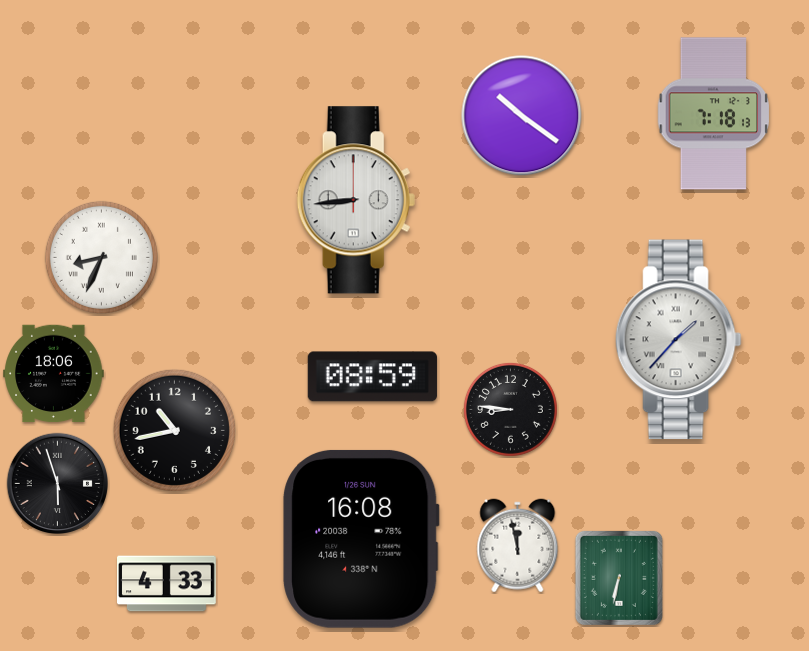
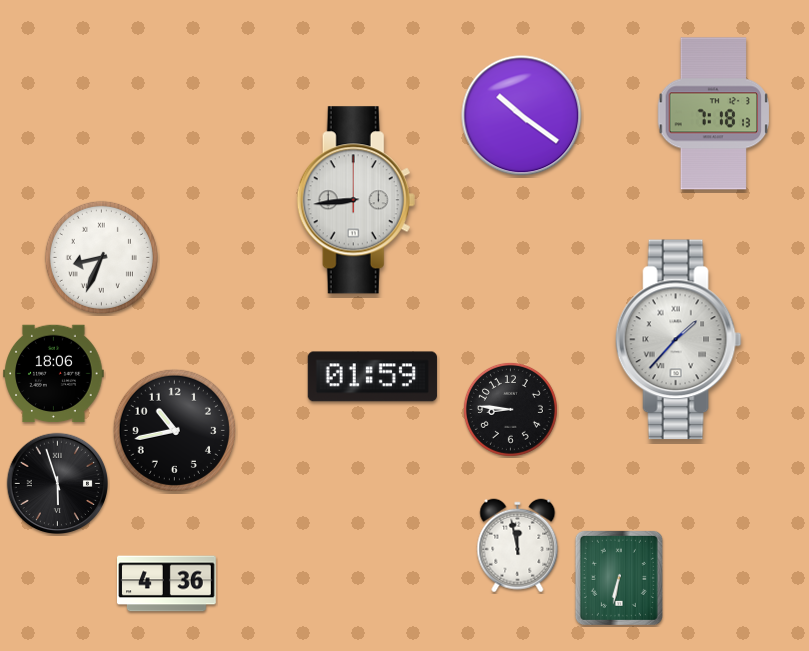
clock at (372, 377): 08:59 -> 01:59
clock at (361, 539): 16:08 -> none
clock at (167, 584): 4:33 -> 4:36
